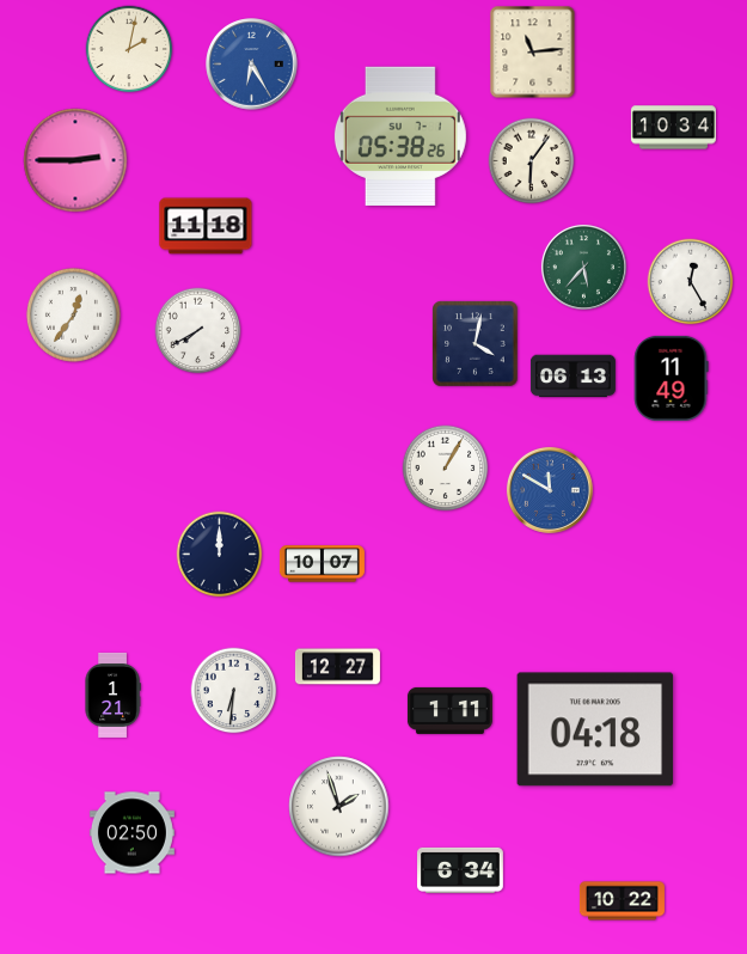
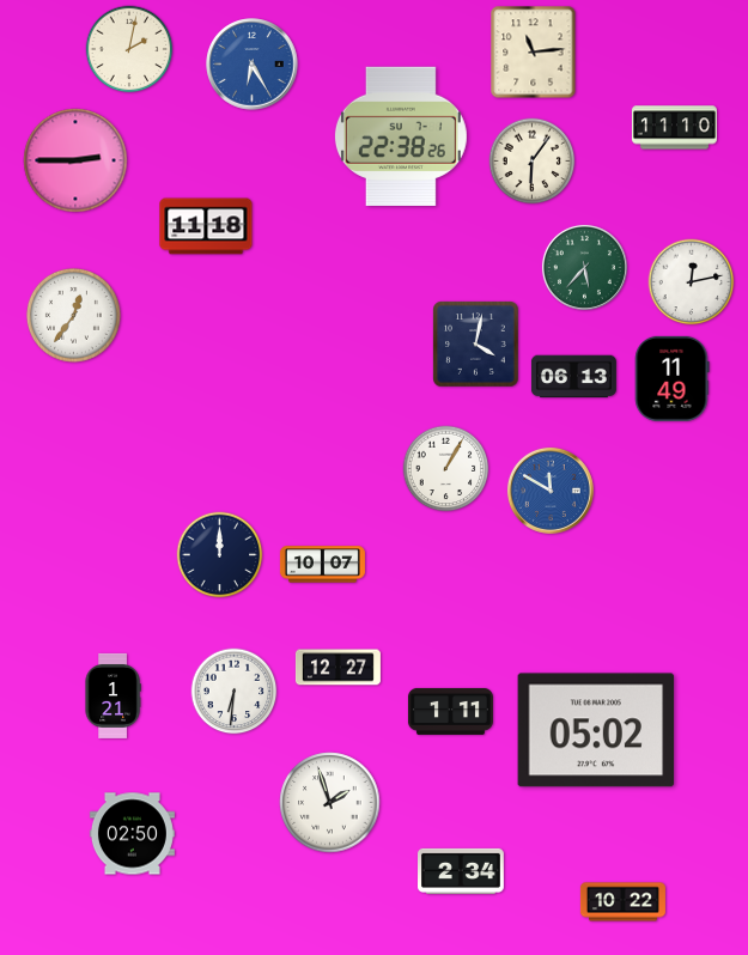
clock at (673, 128): 10:34 -> 11:10
clock at (400, 136): 05:38 -> 22:38
clock at (691, 282): 12:25 -> 12:13
clock at (198, 331): 7:40 -> none
clock at (595, 729): 04:18 -> 05:02
clock at (339, 807) position: (339, 807) -> (330, 803)
clock at (461, 870): 6:34 -> 2:34
